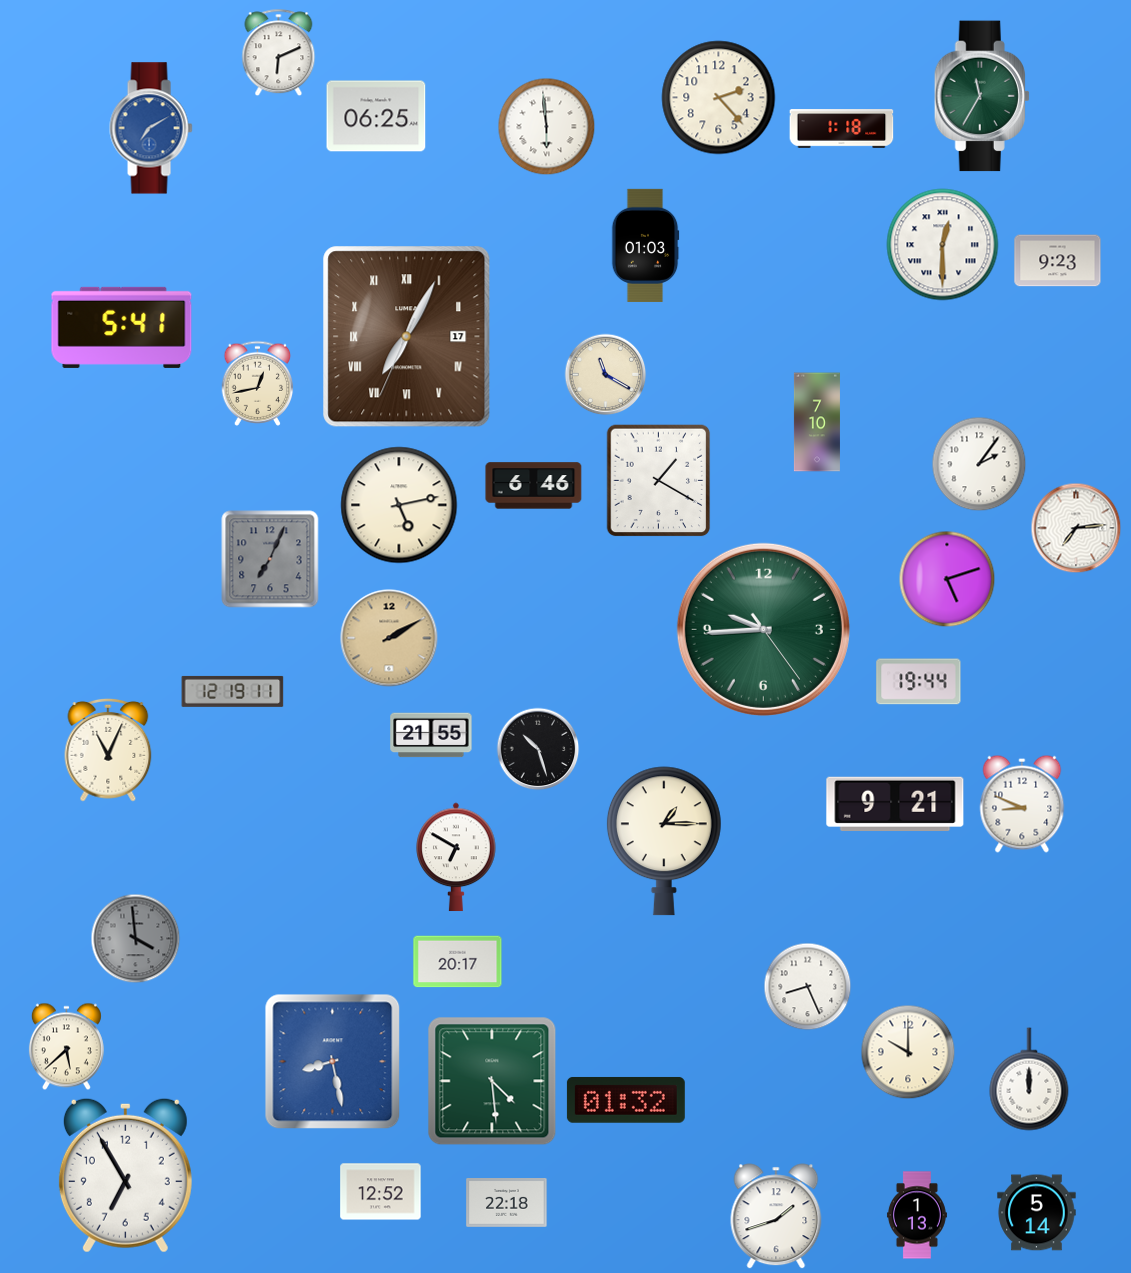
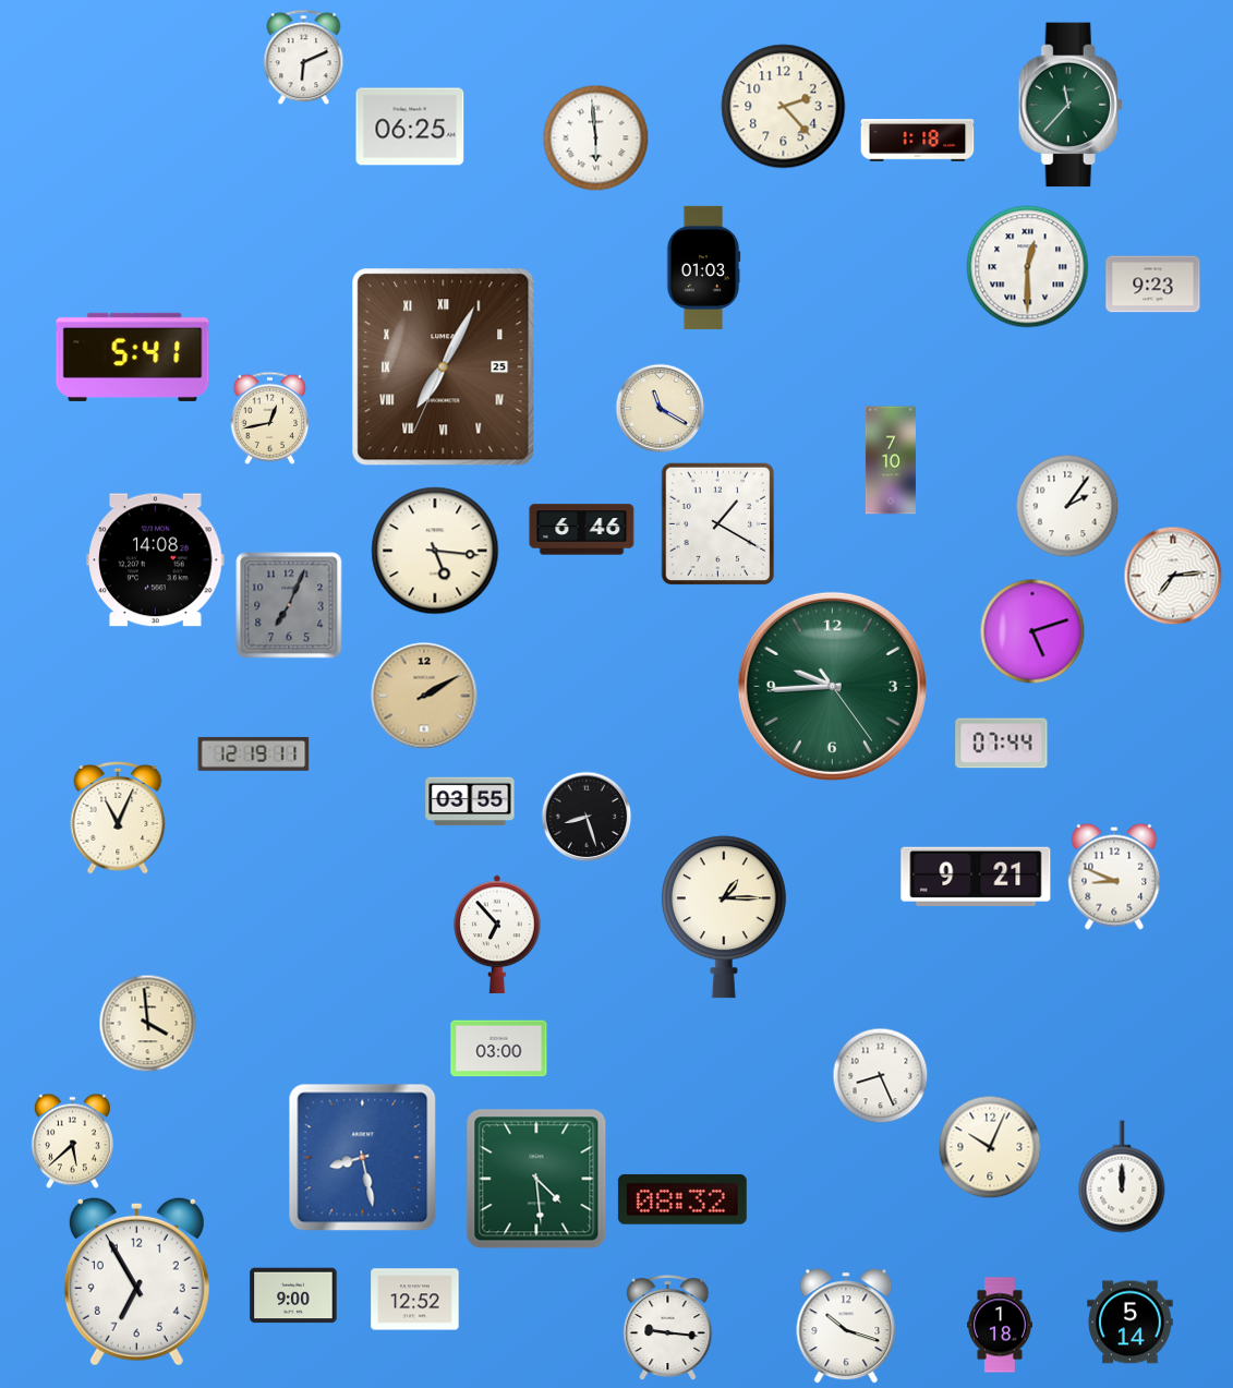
clock at (982, 96): 11:35 -> 11:37
clock at (151, 128): 7:10 -> none
clock at (407, 337) date: 17 -> 25
clock at (258, 383) position: (258, 383) -> (270, 418)
clock at (399, 505): 5:13 -> 5:16
clock at (156, 560): none -> 14:08
clock at (270, 559) position: (270, 559) -> (289, 605)
clock at (919, 682): 19:44 -> 07:44
clock at (431, 735): 21:55 -> 03:55
clock at (538, 749): 10:27 -> 8:27
clock at (456, 857): 6:50 -> 6:53
clock at (135, 938) dial: grey -> cream
clock at (458, 962): 20:17 -> 03:00
clock at (908, 1052): 10:00 -> 10:04
clock at (626, 1100): 01:32 -> 08:32
clock at (293, 1295): none -> 9:00
clock at (507, 1203): 22:18 -> none
clock at (917, 1215): 1:13 -> 1:18
clock at (776, 1216): 1:42 -> 10:18
clock at (668, 1327): none -> 9:16
